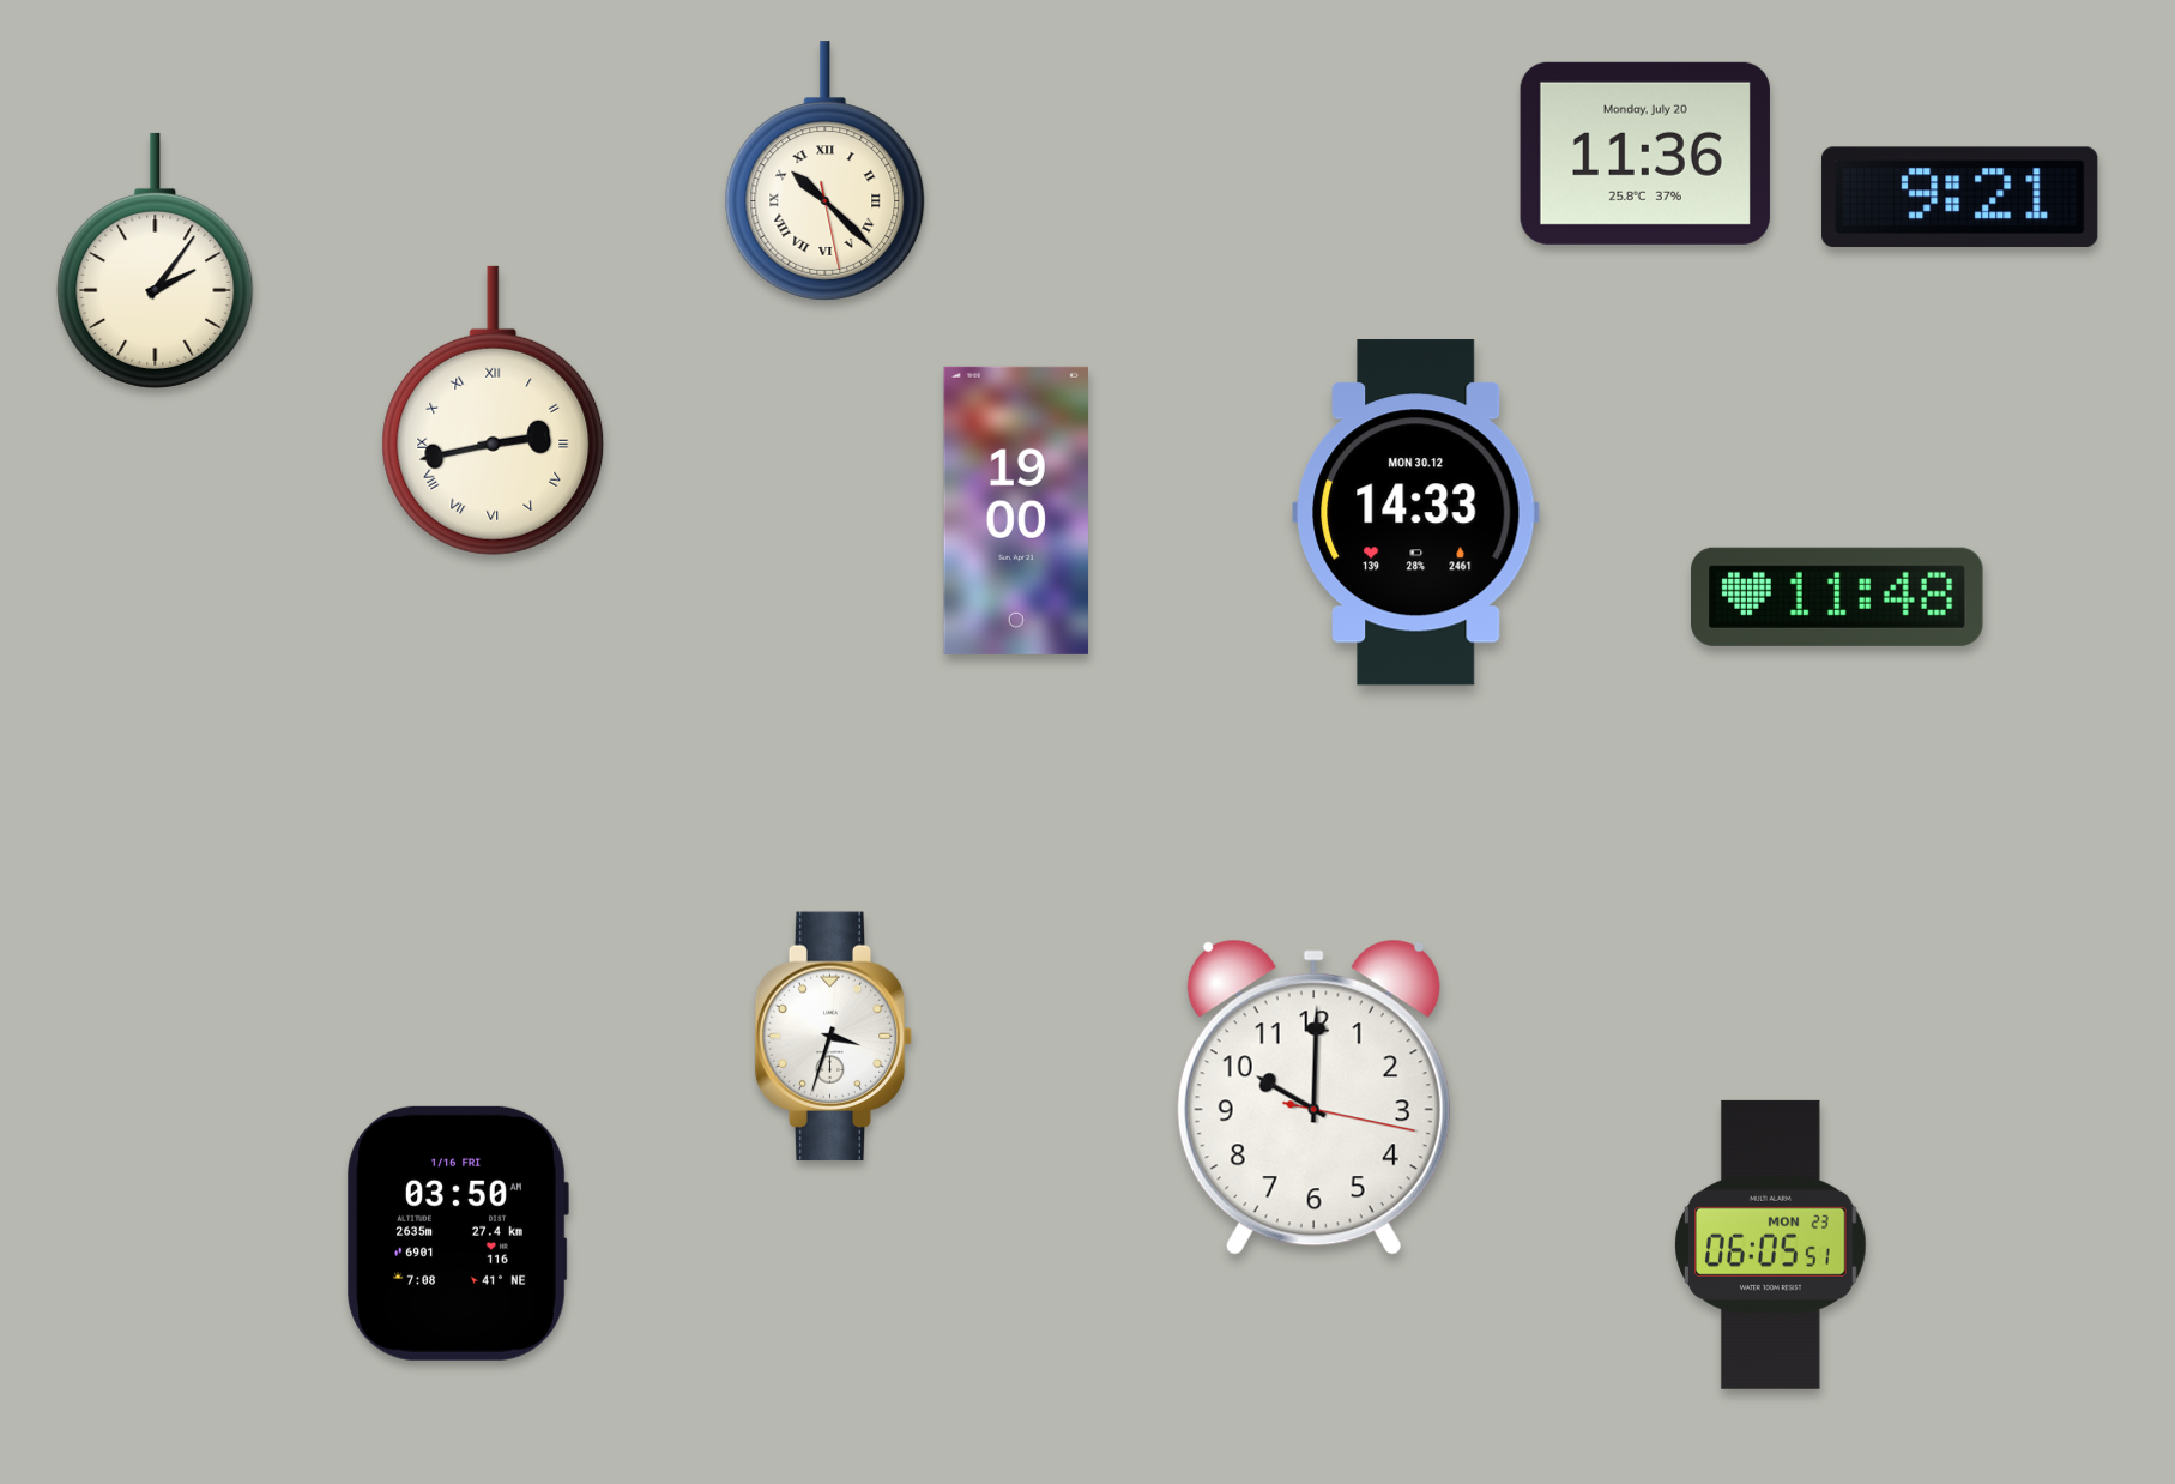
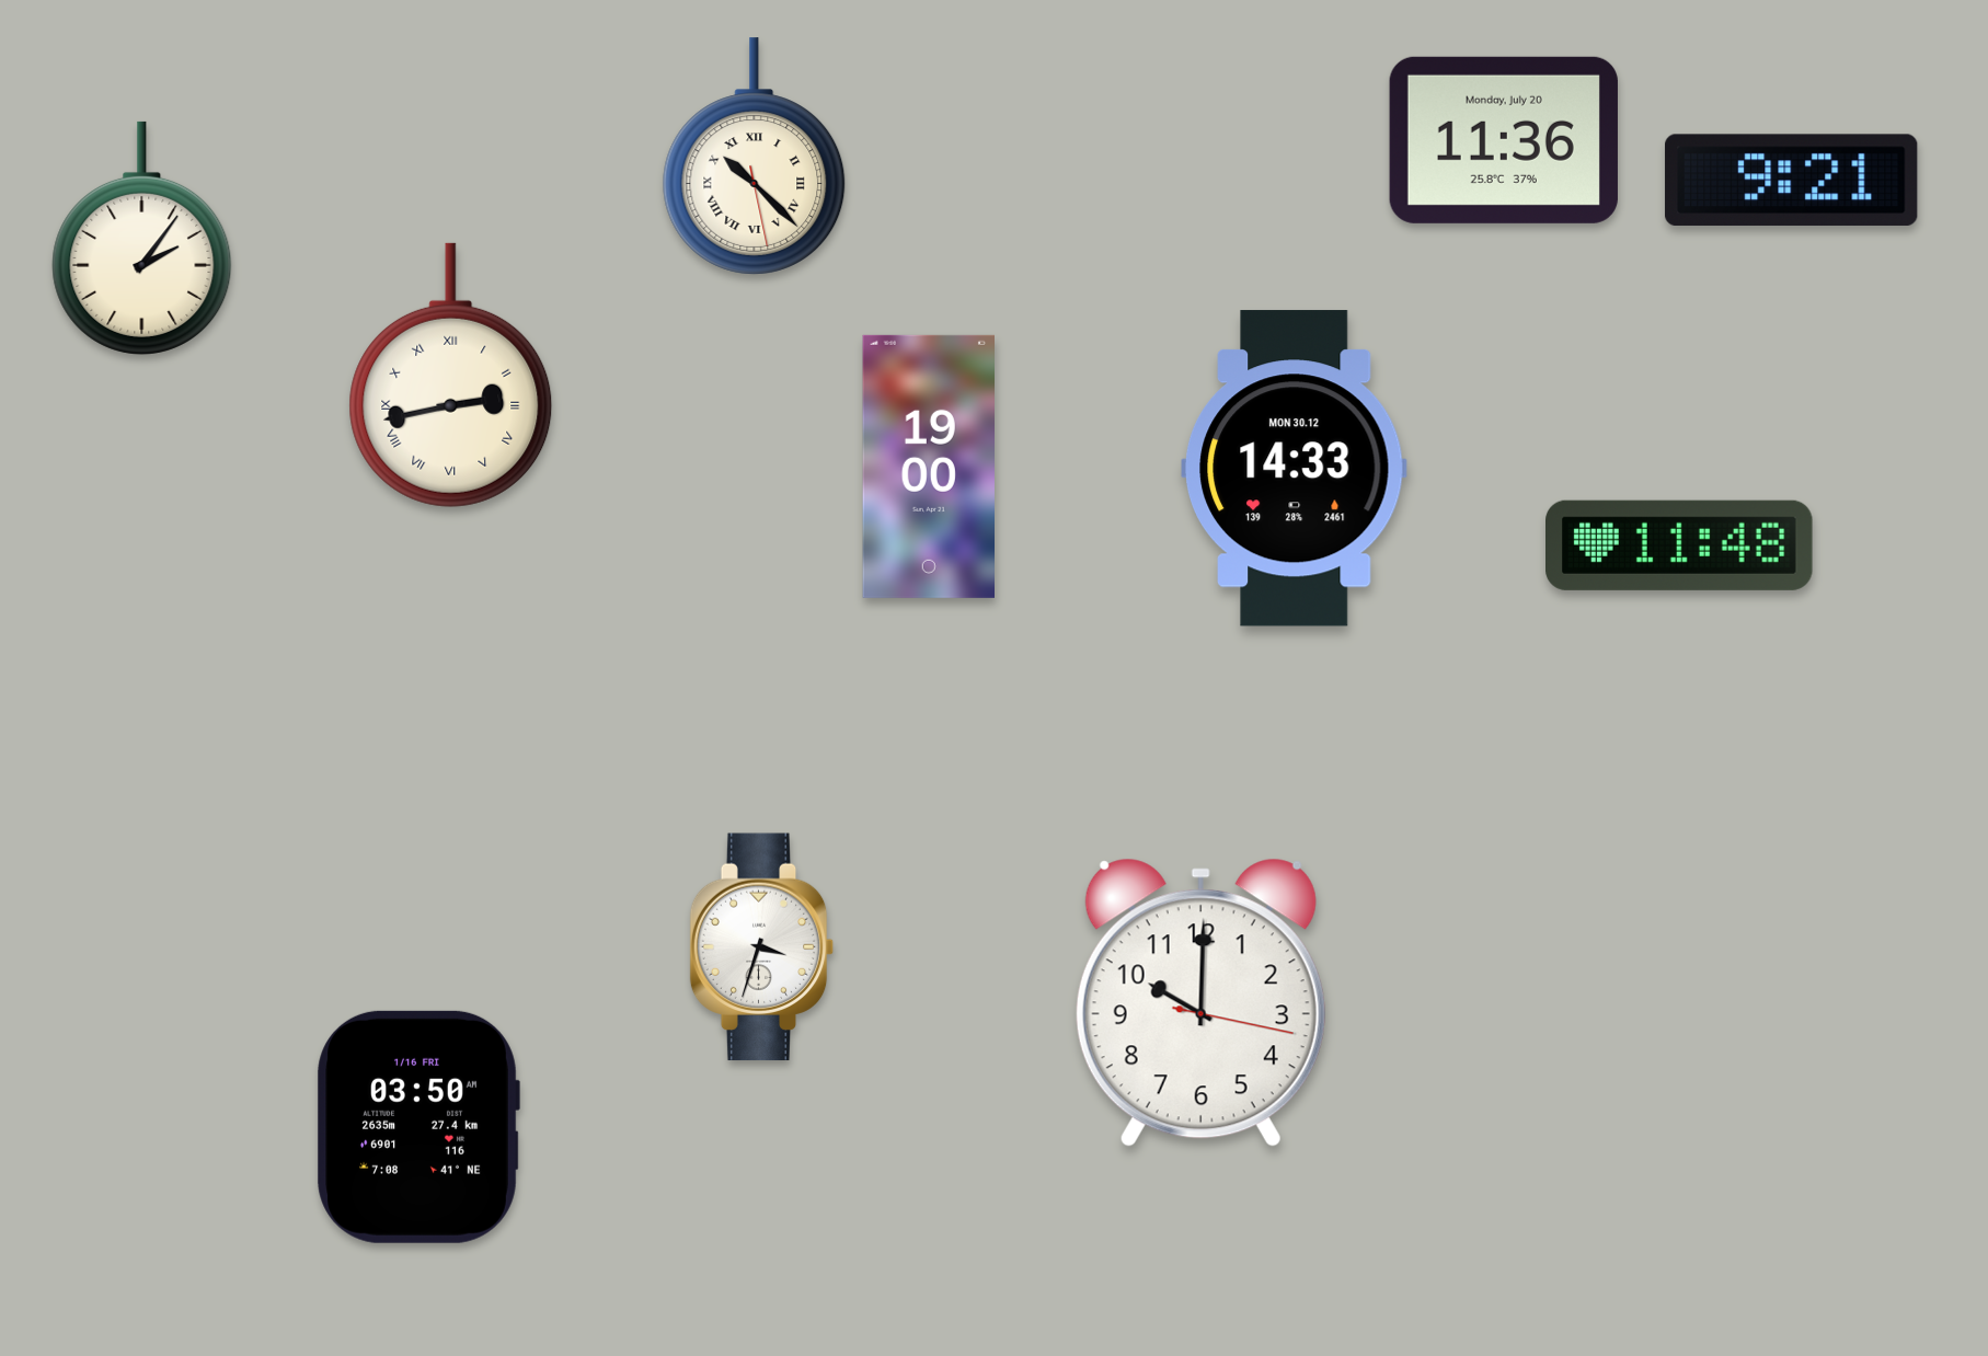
clock at (1771, 1244): 06:05 -> none
